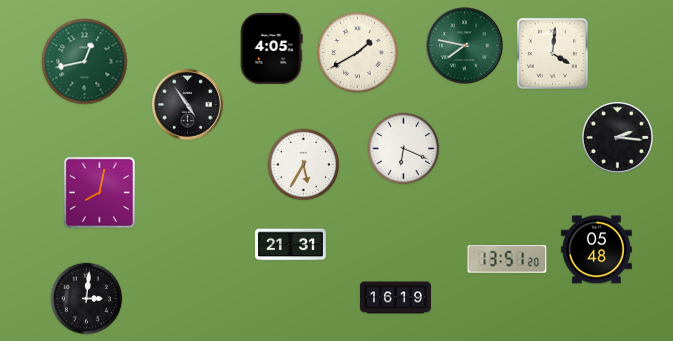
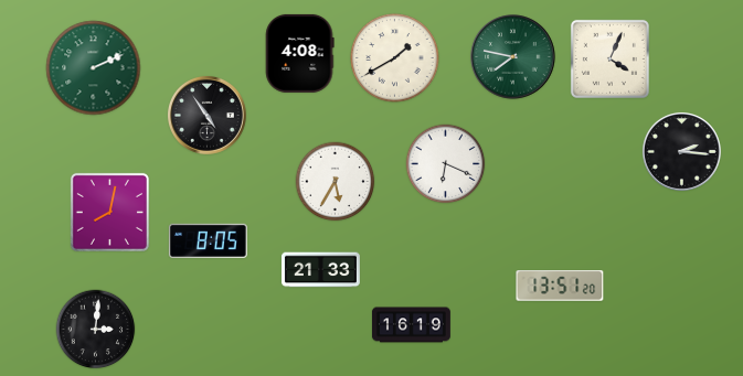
clock at (465, 46) position: (465, 46) -> (513, 57)
clock at (272, 48): 4:05 -> 4:08
clock at (552, 53): 4:01 -> 4:04
clock at (85, 62): 12:43 -> 2:11
clock at (208, 240): none -> 8:05
clock at (290, 245): 21:31 -> 21:33
clock at (596, 250): 05:48 -> none
clock at (395, 298) position: (395, 298) -> (411, 325)
